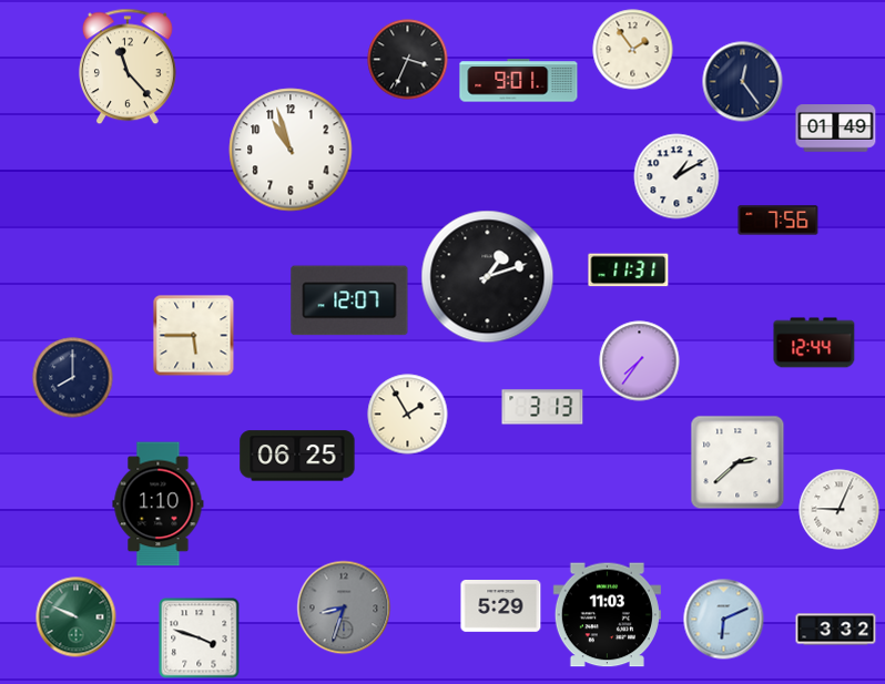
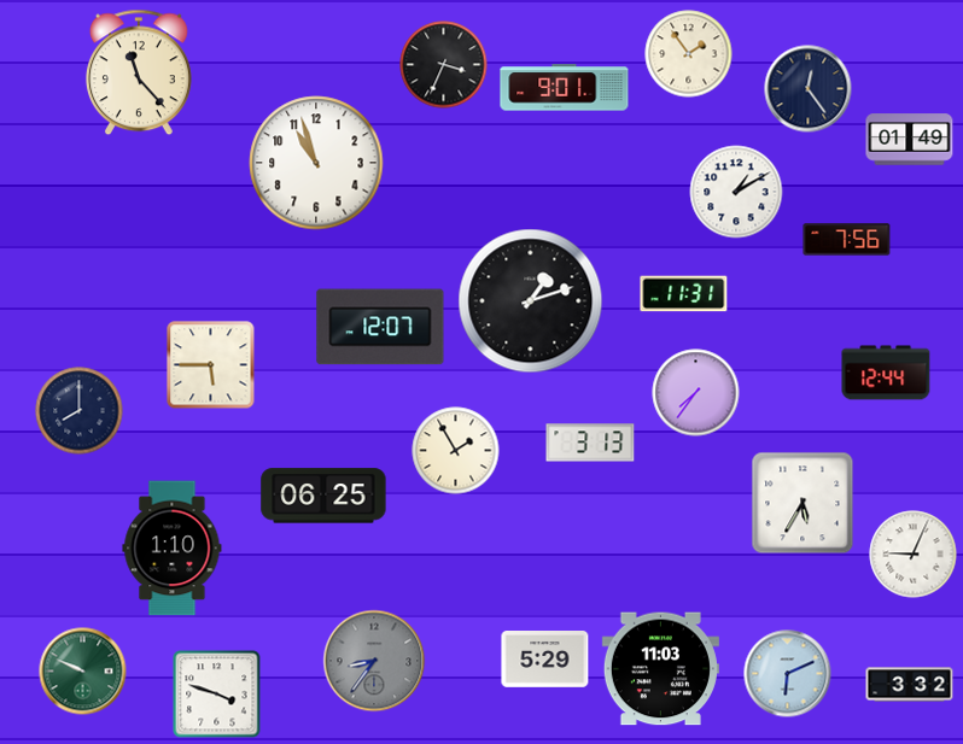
clock at (408, 415) position: (408, 415) -> (456, 451)
clock at (737, 462): 2:38 -> 5:35
clock at (344, 608): 8:33 -> 8:36
